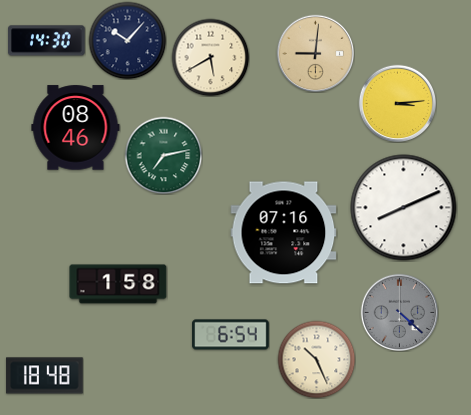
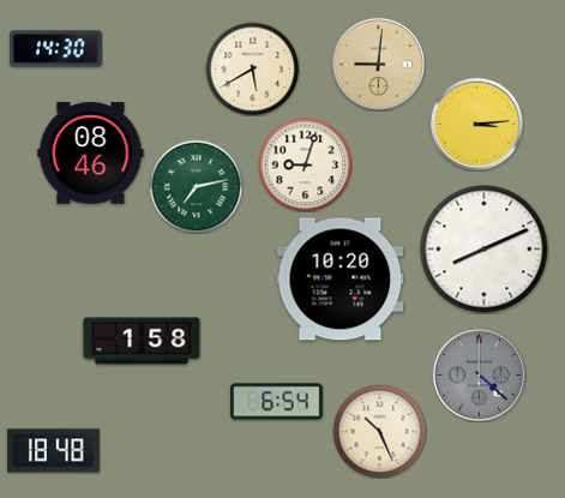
clock at (127, 40): 10:07 -> none
clock at (305, 164): none -> 9:03
clock at (284, 233): 07:16 -> 10:20
